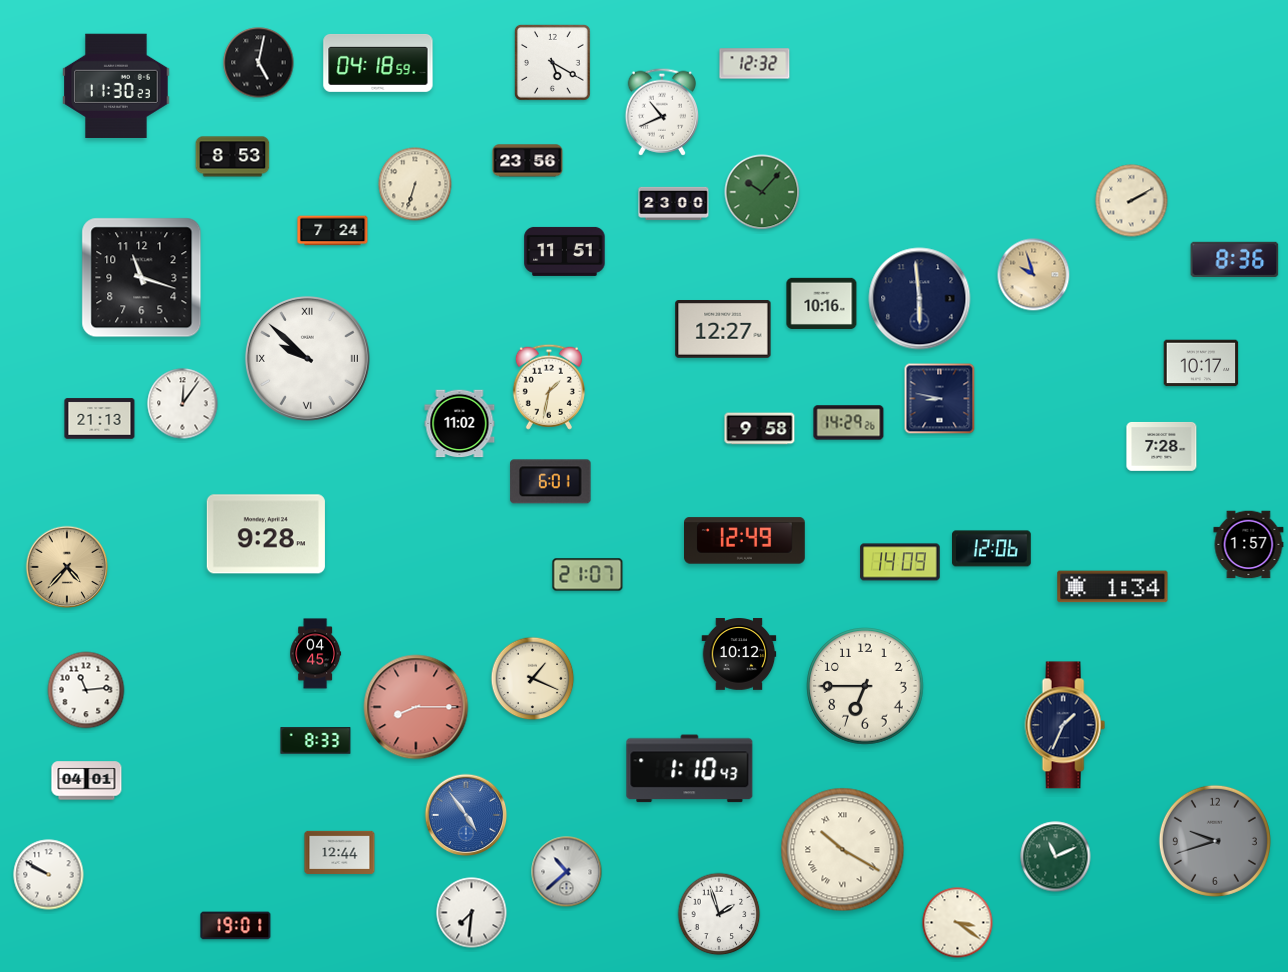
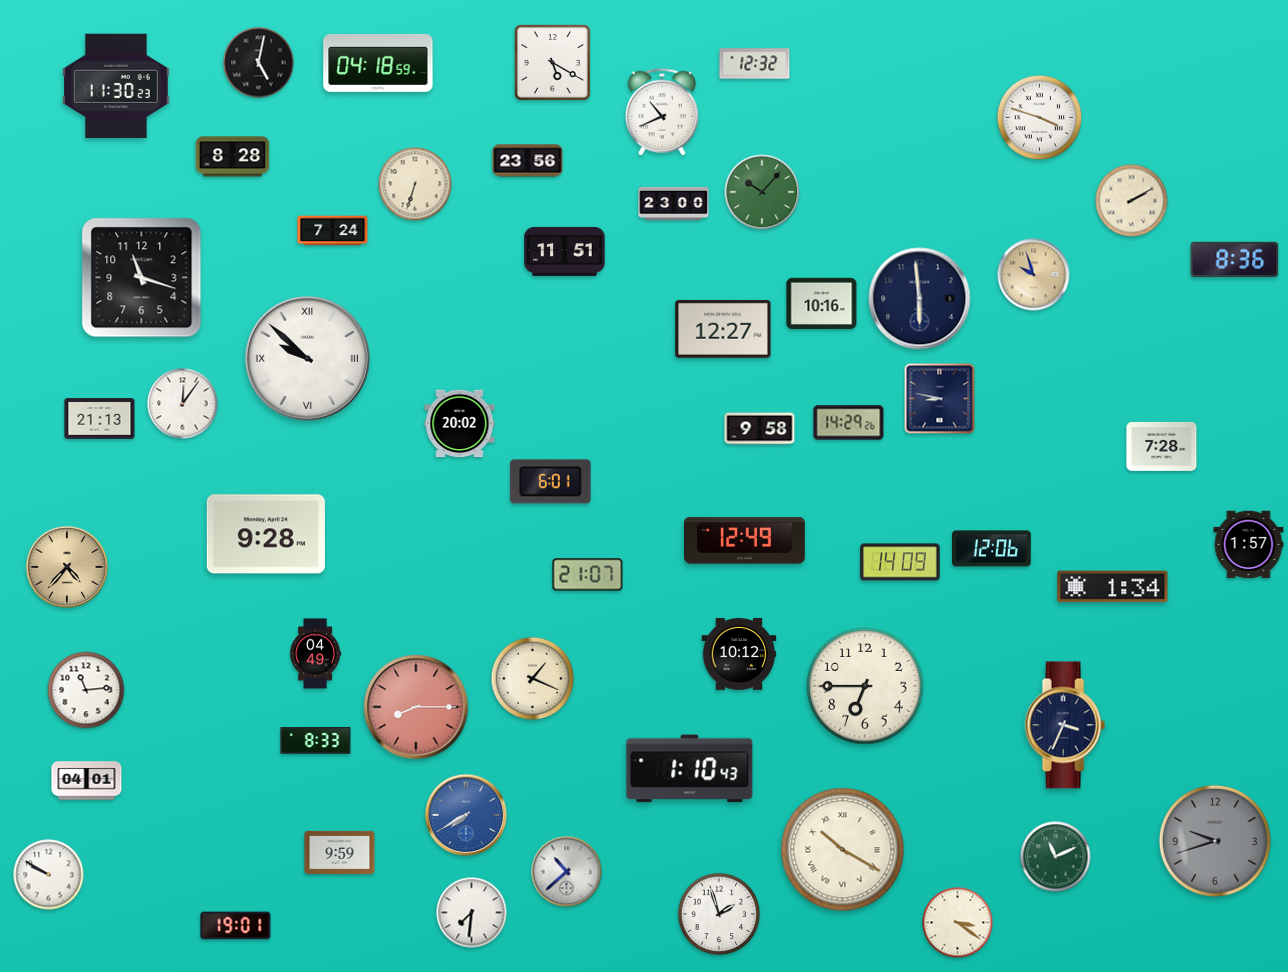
clock at (1040, 118): none -> 3:48
clock at (233, 157): 8:53 -> 8:28
clock at (1201, 363): 10:17 -> none
clock at (549, 387): 1:32 -> none
clock at (460, 424): 11:02 -> 20:02
clock at (316, 654): 04:45 -> 04:49
clock at (1065, 725): 1:34 -> 3:34
clock at (466, 815): 4:54 -> 7:40
clock at (340, 852): 12:44 -> 9:59
